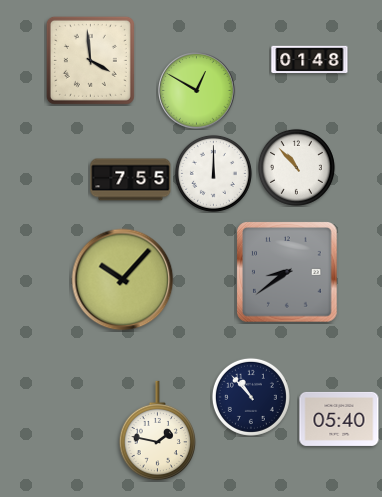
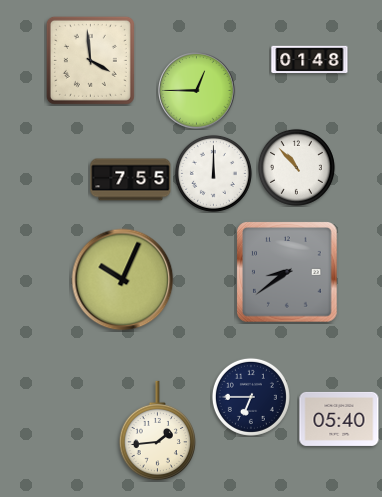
clock at (197, 91): 12:50 -> 12:45
clock at (123, 280): 10:07 -> 10:04
clock at (251, 397): 10:53 -> 6:45
clock at (157, 431): 1:47 -> 1:44
